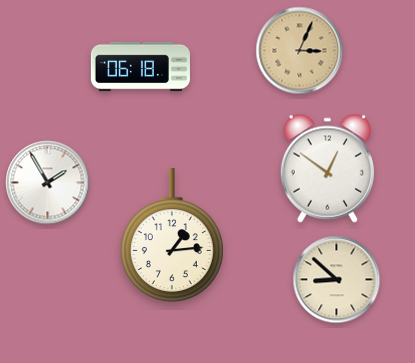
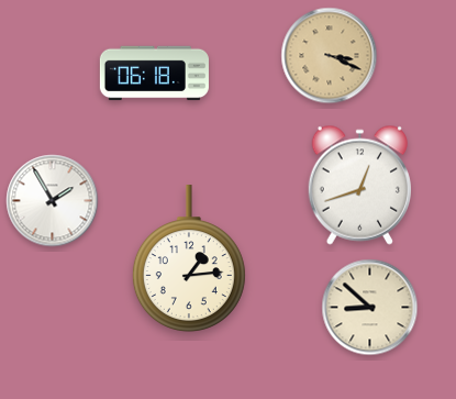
clock at (300, 51): 3:04 -> 3:19
clock at (327, 168): 12:51 -> 12:42
